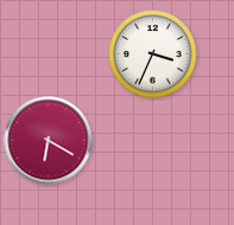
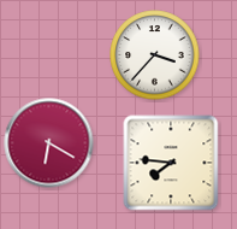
clock at (153, 54): 3:34 -> 3:37
clock at (171, 163): none -> 7:46
